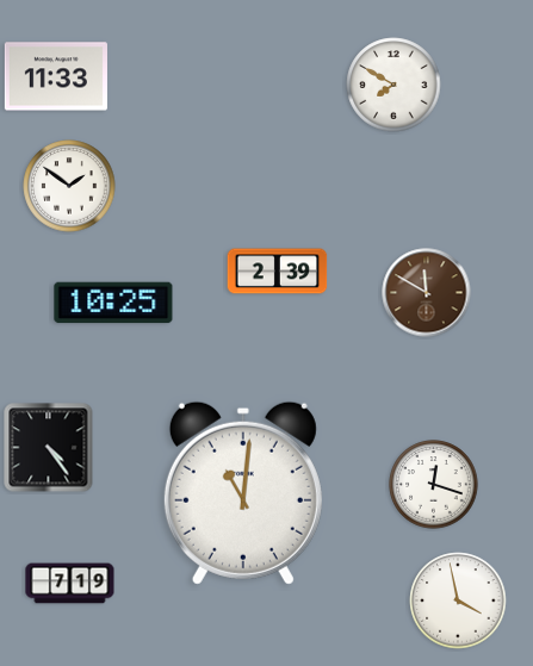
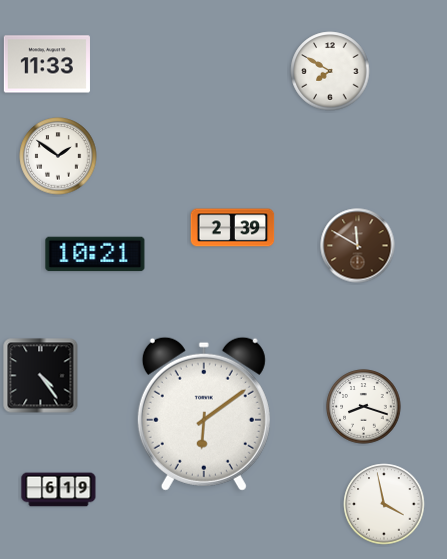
clock at (113, 303): 10:25 -> 10:21
clock at (434, 485): 12:18 -> 8:18
clock at (243, 493): 11:01 -> 6:09
clock at (70, 584): 7:19 -> 6:19
